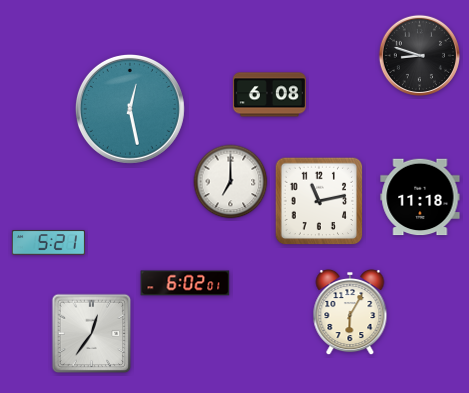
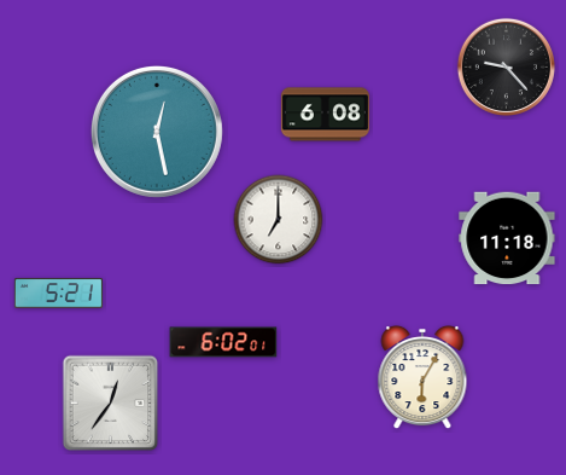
clock at (419, 55): 8:48 -> 9:23
clock at (319, 201): 11:13 -> none
